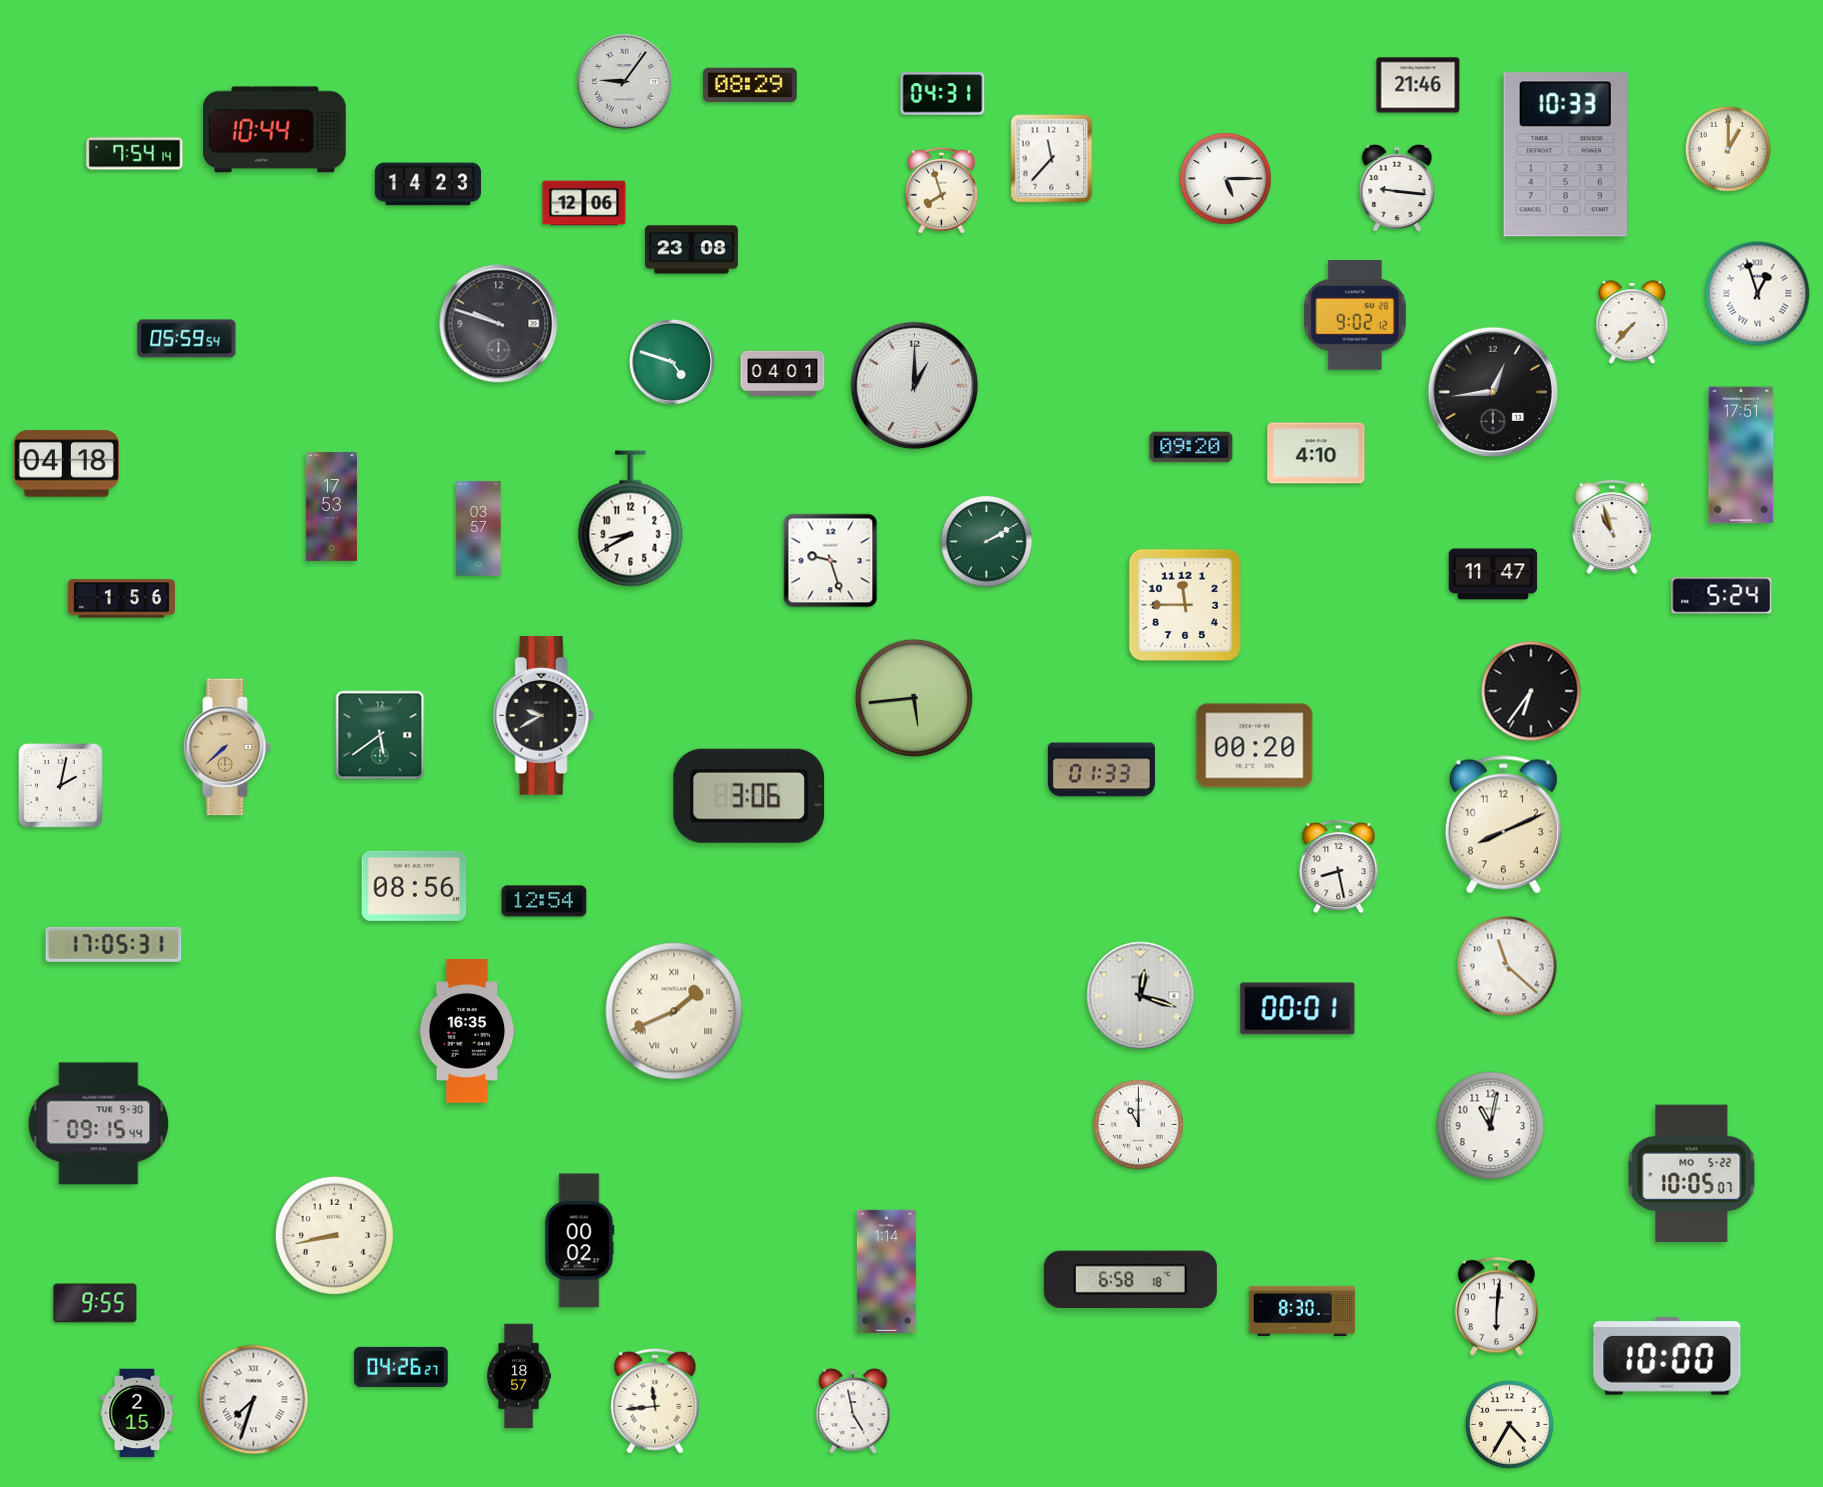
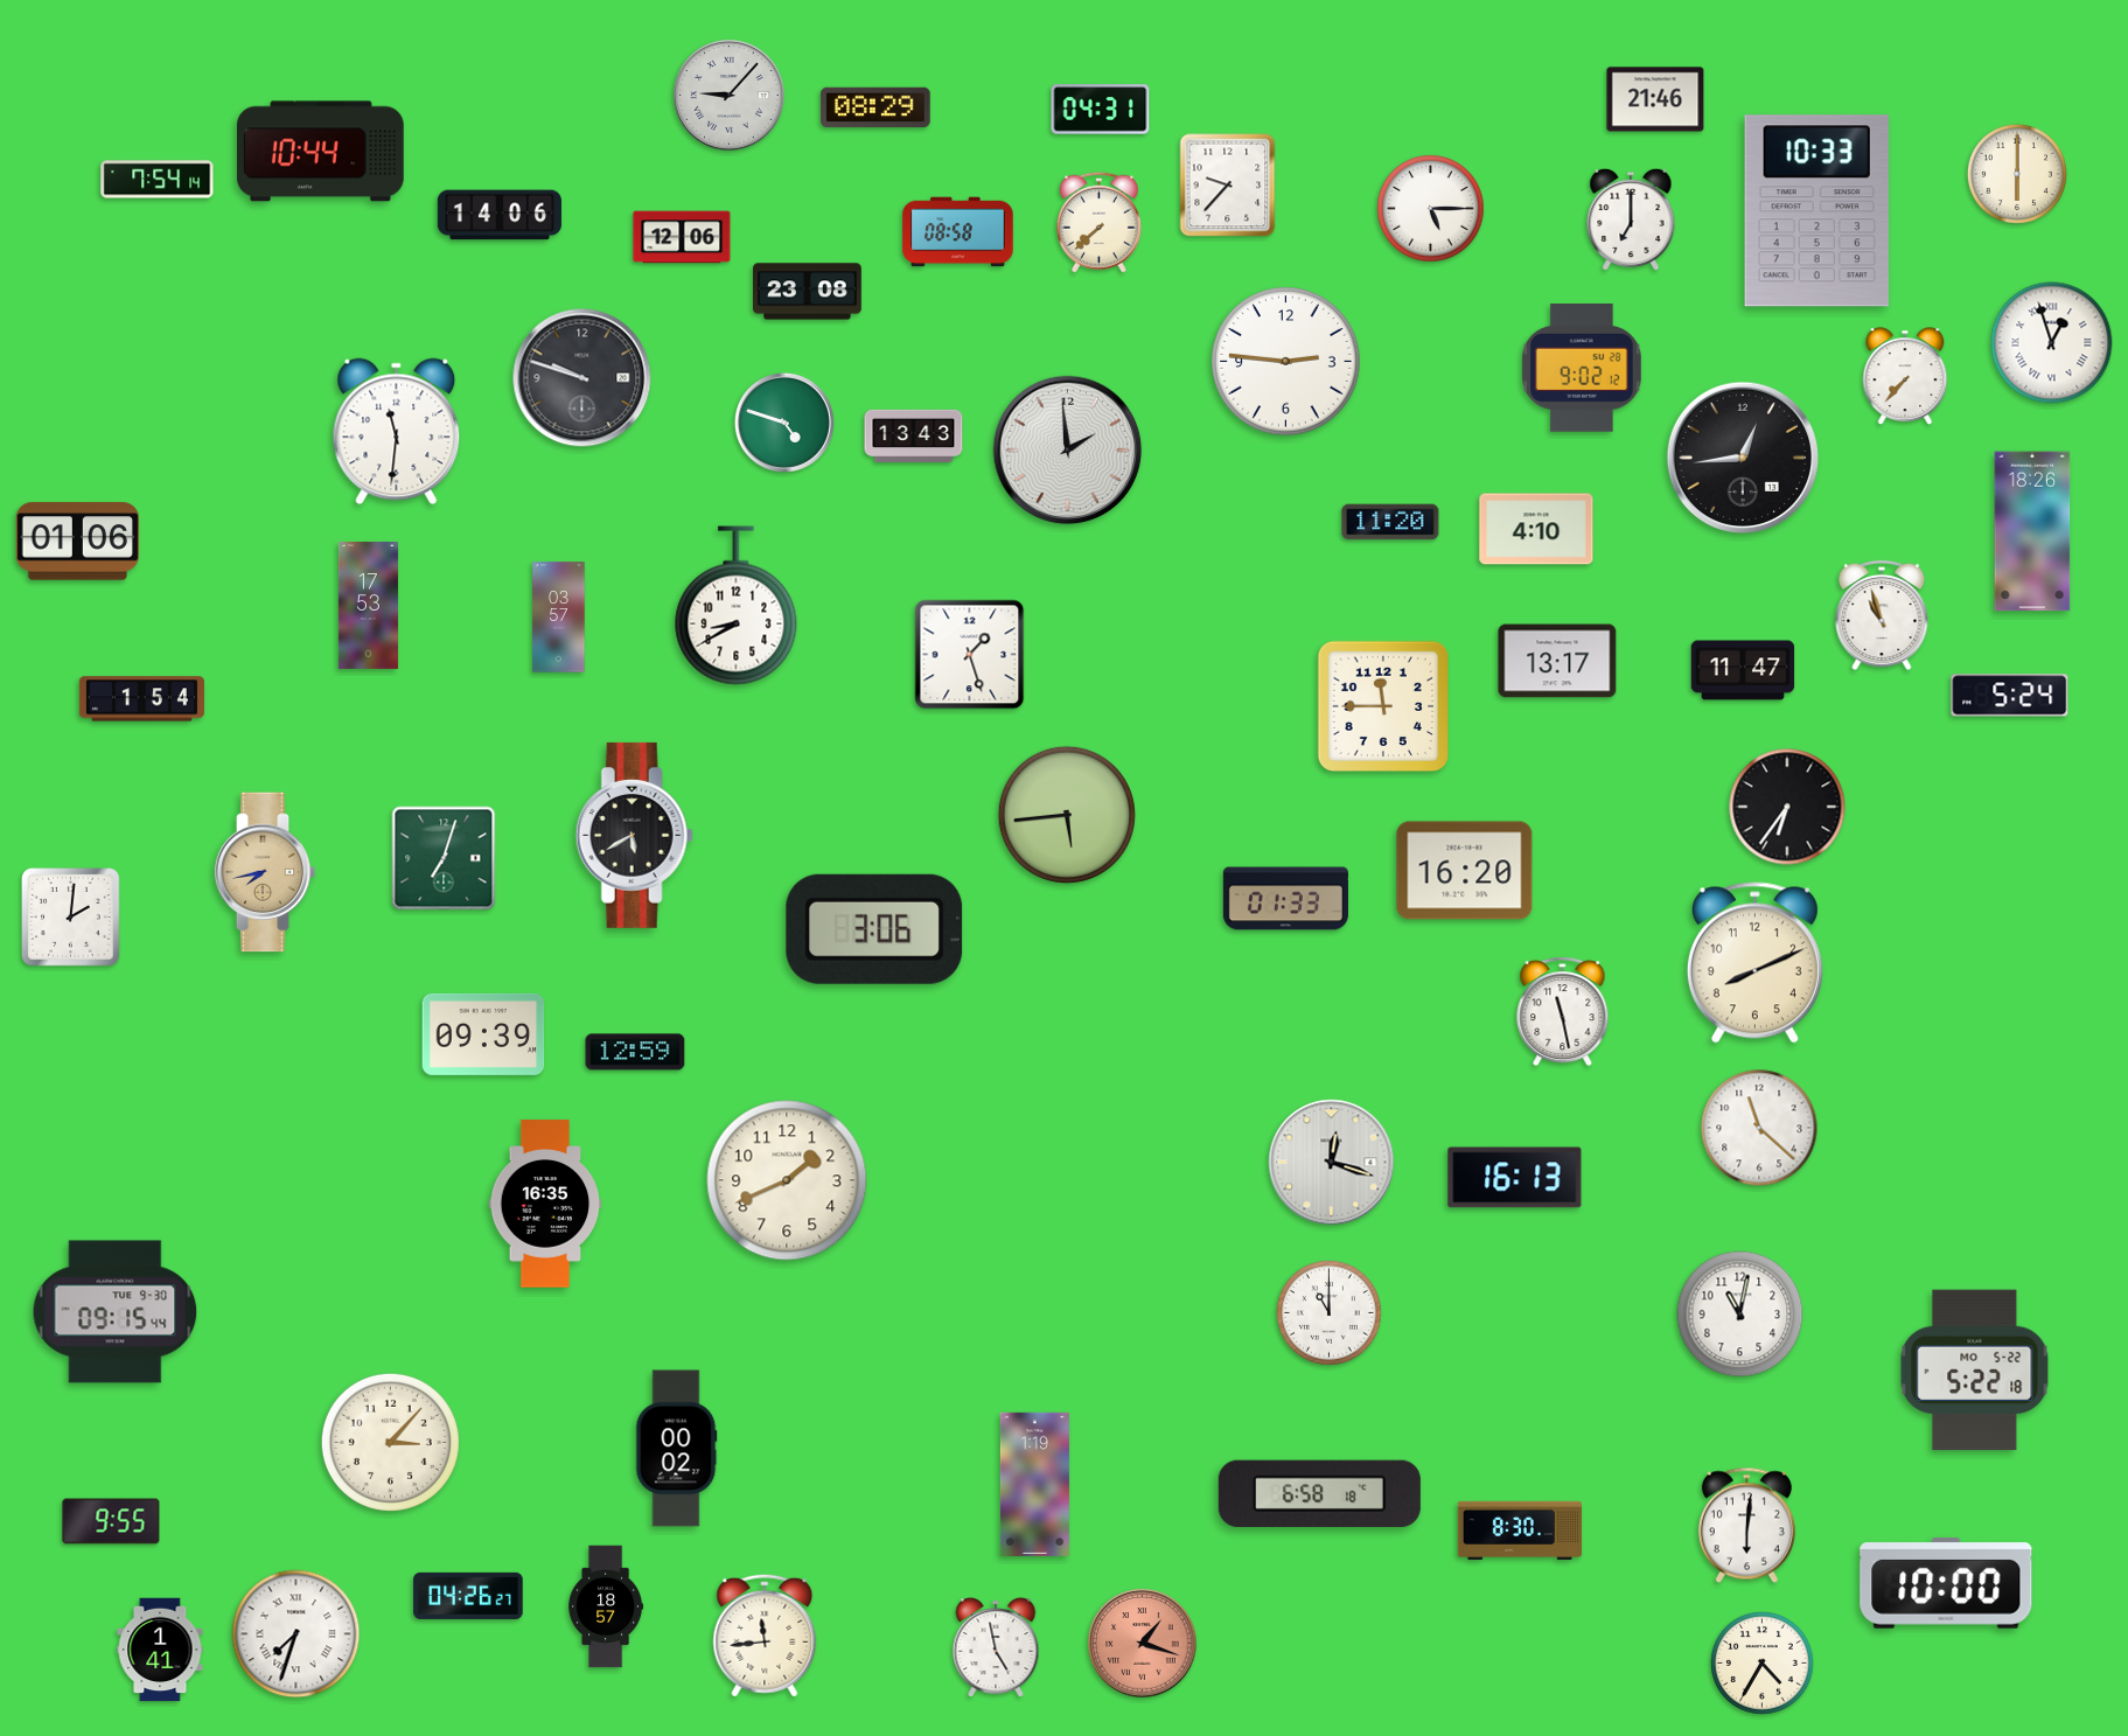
clock at (625, 82): 9:06 -> 9:07
clock at (750, 85) position: (750, 85) -> (875, 107)
clock at (1728, 149): 1:00 -> 6:00
clock at (1565, 155) position: (1565, 155) -> (1816, 211)
clock at (1052, 159): 11:37 -> 9:37
clock at (428, 184): 14:23 -> 14:06
clock at (1397, 188): 9:16 -> 7:00
clock at (941, 190): 7:57 -> 7:38
clock at (958, 232): none -> 08:58
clock at (1286, 362): none -> 2:46
clock at (187, 339): 05:59 -> none
clock at (397, 432): none -> 11:31
clock at (783, 373): 04:01 -> 13:43
clock at (915, 386): 1:00 -> 1:59
clock at (1191, 447): 09:20 -> 11:20
clock at (1741, 455): 17:51 -> 18:26
clock at (66, 464): 04:18 -> 01:06
clock at (331, 507) position: (331, 507) -> (368, 606)
clock at (987, 542): 2:10 -> none
clock at (831, 561): 9:27 -> 1:27
clock at (1557, 661): none -> 13:17
clock at (121, 599): 1:56 -> 1:54
clock at (543, 715): 9:40 -> 5:40
clock at (380, 735): 5:39 -> 7:03
clock at (1255, 746): 00:20 -> 16:20
clock at (227, 747): 7:38 -> 7:43
clock at (61, 786): 2:02 -> 2:01
clock at (1339, 867): 8:28 -> 11:28
clock at (414, 886): 08:56 -> 09:39
clock at (544, 901): 12:54 -> 12:59
clock at (114, 944): 17:05 -> none
clock at (1298, 1009): 00:01 -> 16:13
clock at (674, 1011) numerals: Roman -> Arabic
clock at (1692, 1174): 10:05 -> 5:22
clock at (334, 1235): 8:43 -> 3:07
clock at (886, 1271): 1:14 -> 1:19
clock at (1143, 1644): none -> 1:18
clock at (137, 1413): 2:15 -> 1:41
